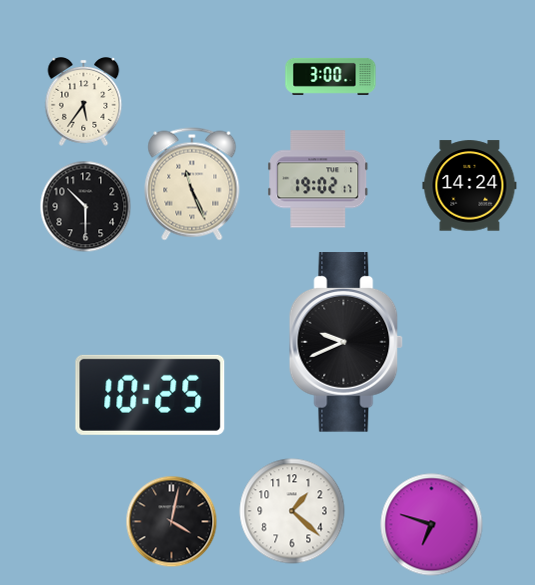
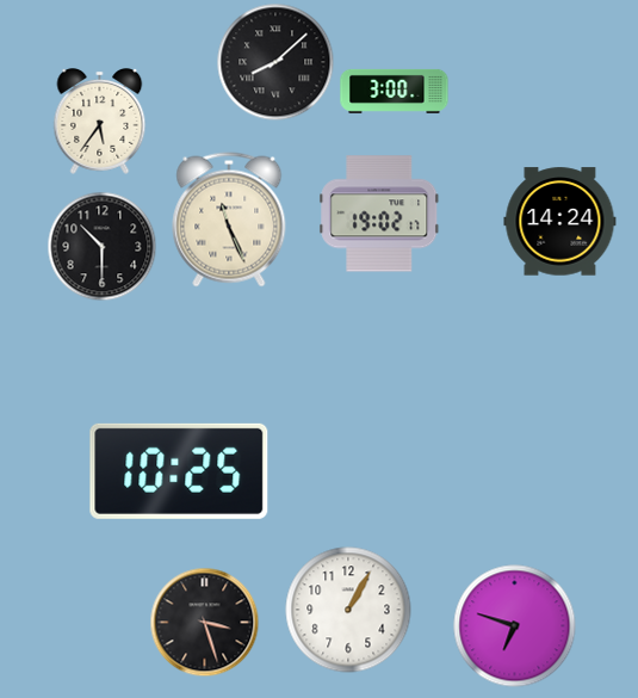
clock at (275, 62): none -> 8:08
clock at (346, 342): 9:41 -> none
clock at (292, 511): 1:22 -> 1:05
clock at (171, 521): 4:02 -> 3:27
